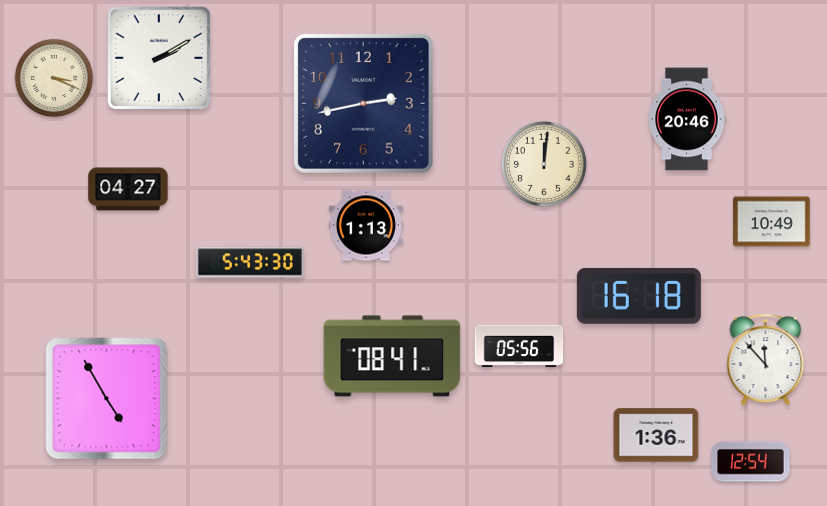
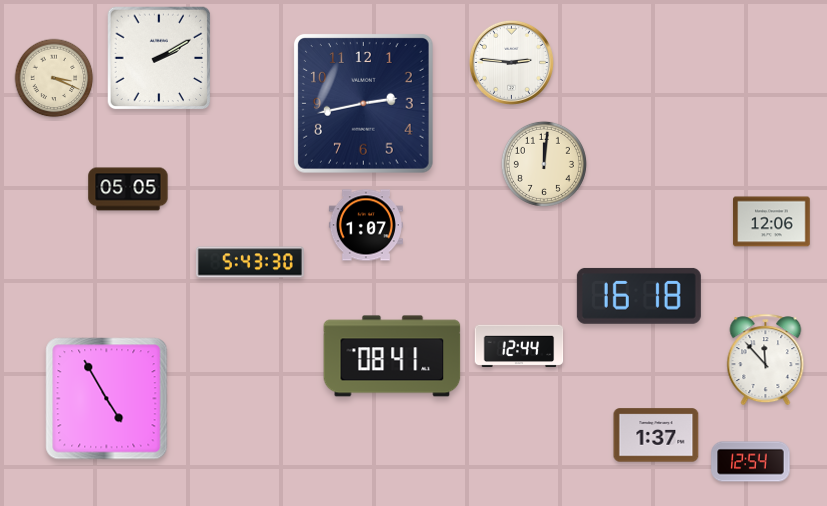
clock at (511, 62): none -> 2:46
clock at (687, 119): 20:46 -> none
clock at (128, 189): 04:27 -> 05:05
clock at (772, 222): 10:49 -> 12:06
clock at (366, 225): 1:13 -> 1:07
clock at (519, 346): 05:56 -> 12:44
clock at (656, 435): 1:36 -> 1:37
